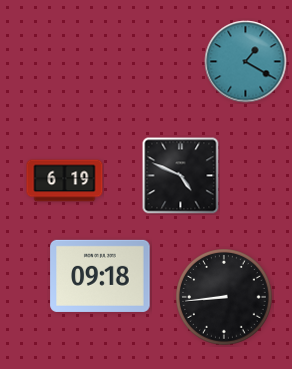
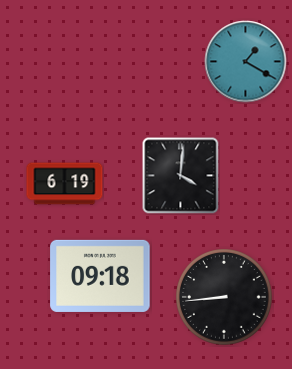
clock at (181, 176): 4:49 -> 4:01
clock at (65, 181) position: (65, 181) -> (65, 184)
